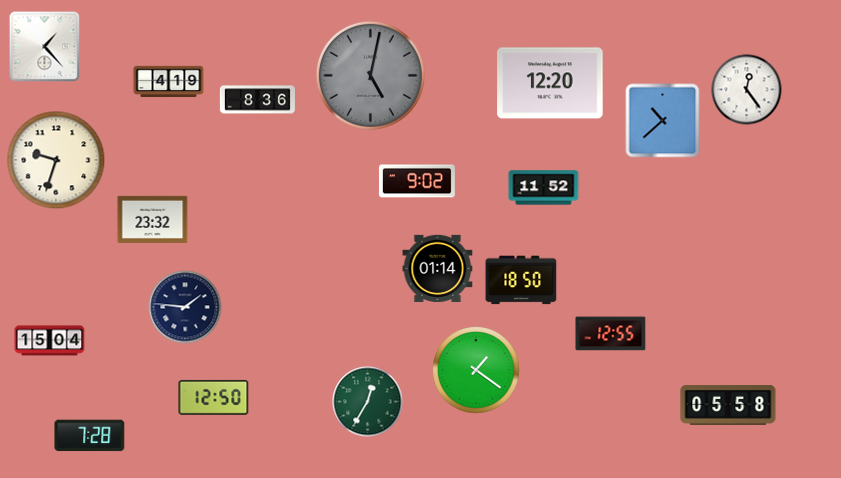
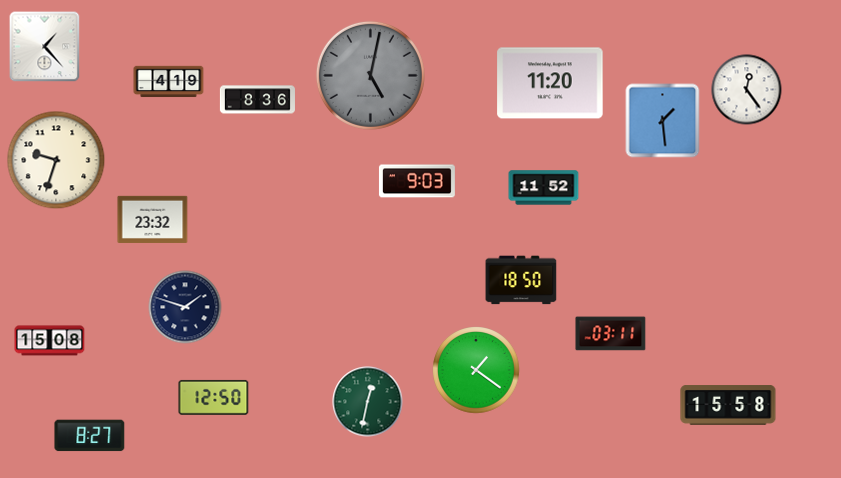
clock at (550, 83): 12:20 -> 11:20
clock at (663, 121): 10:38 -> 1:29
clock at (417, 181): 9:02 -> 9:03
clock at (438, 268): 01:14 -> none
clock at (185, 307): 1:46 -> 1:48
clock at (611, 334): 12:55 -> 03:11
clock at (50, 341): 15:04 -> 15:08
clock at (368, 402): 12:35 -> 12:32
clock at (728, 406): 05:58 -> 15:58
clock at (90, 436): 7:28 -> 8:27
